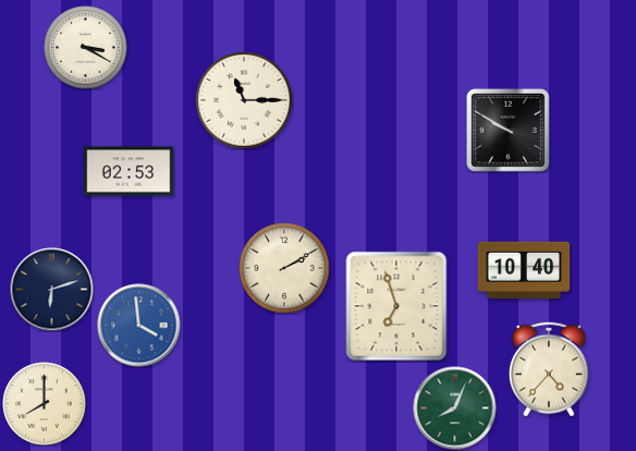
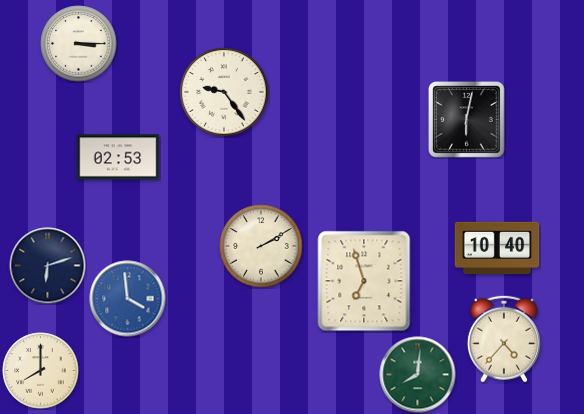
clock at (86, 48): 3:20 -> 3:15
clock at (244, 100): 11:15 -> 9:24
clock at (509, 131): 9:50 -> 6:02
clock at (524, 269) position: (524, 269) -> (497, 247)
clock at (455, 409): 8:04 -> 8:01
